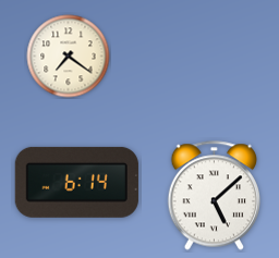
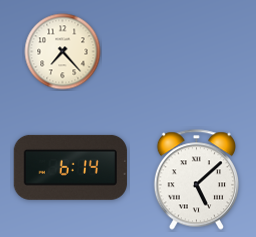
clock at (69, 57): 7:21 -> 7:23
